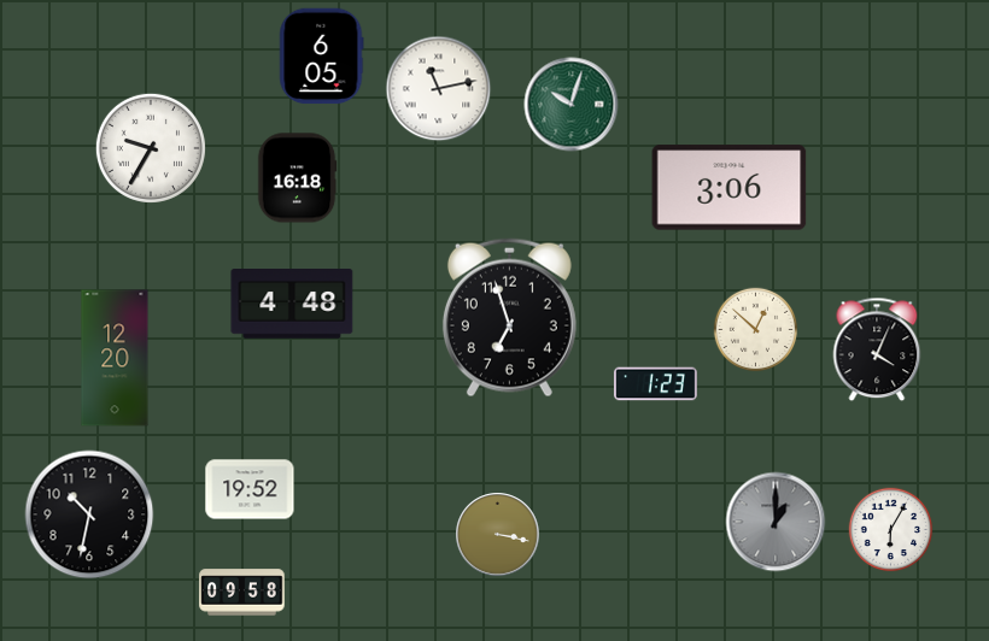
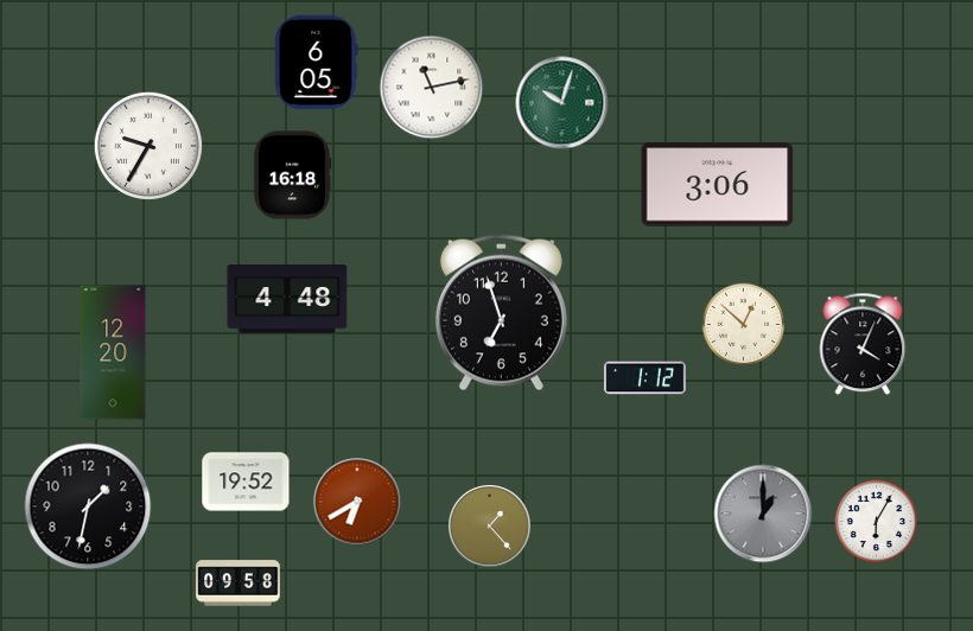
clock at (322, 57) position: (322, 57) -> (317, 63)
clock at (655, 384): 1:23 -> 1:12
clock at (357, 502): none -> 6:40
clock at (89, 514): 10:32 -> 1:32
clock at (498, 535): 3:17 -> 1:23
